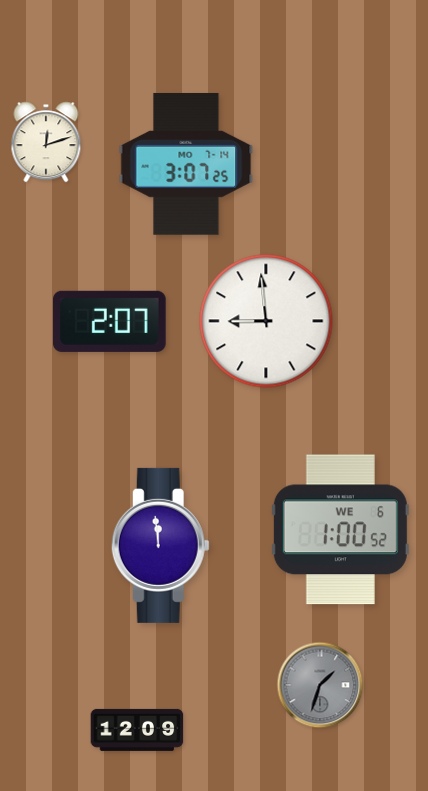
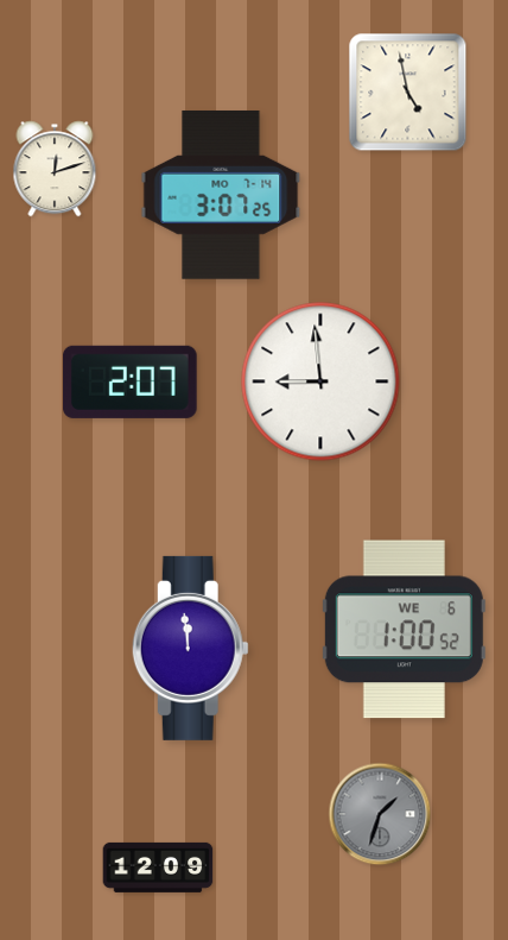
clock at (408, 93): none -> 4:58
clock at (266, 321) position: (266, 321) -> (320, 381)
clock at (137, 730) position: (137, 730) -> (158, 868)
